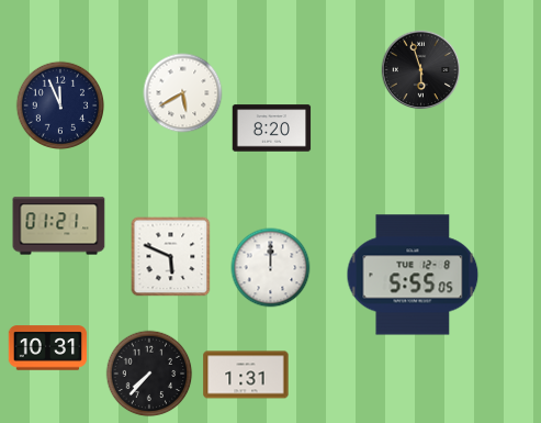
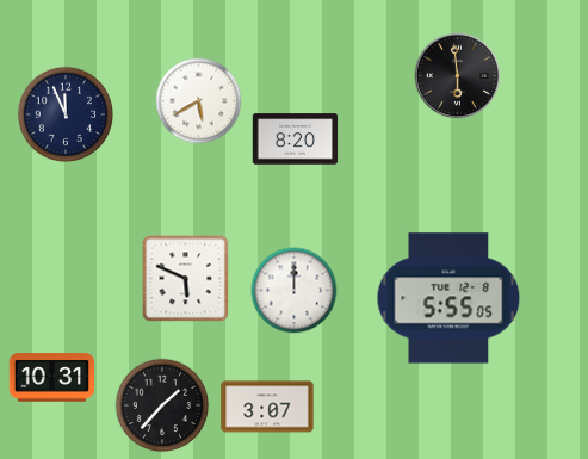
clock at (421, 70): 5:57 -> 5:59
clock at (59, 226): 01:21 -> none
clock at (149, 374): 7:37 -> 1:37
clock at (246, 375): 1:31 -> 3:07
